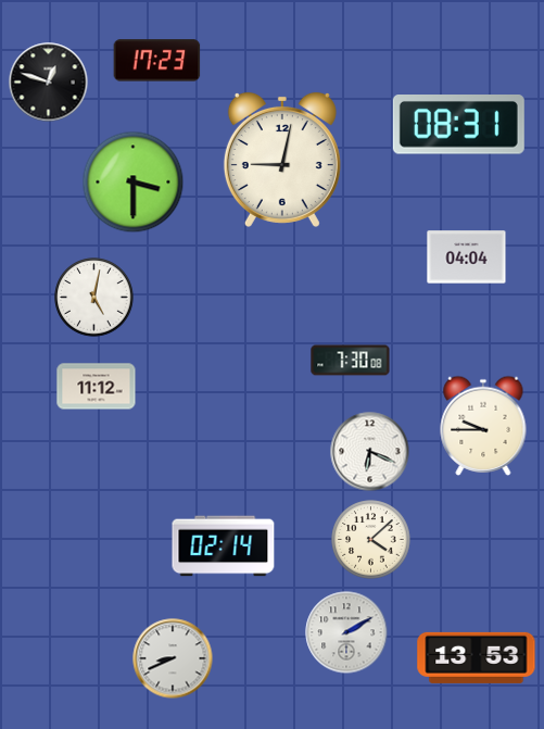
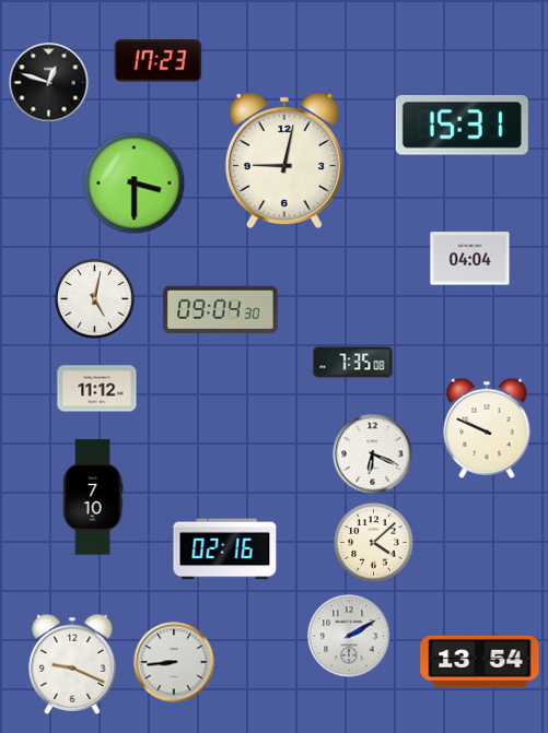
clock at (458, 125): 08:31 -> 15:31
clock at (221, 310): none -> 09:04
clock at (351, 361): 7:30 -> 7:35
clock at (483, 426): 9:45 -> 9:49
clock at (93, 497): none -> 7:10
clock at (224, 546): 02:14 -> 02:16
clock at (477, 657): 13:53 -> 13:54
clock at (173, 658): 8:41 -> 8:44
clock at (72, 664): none -> 9:19
